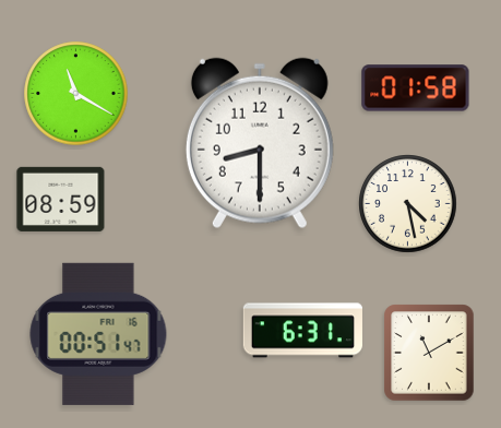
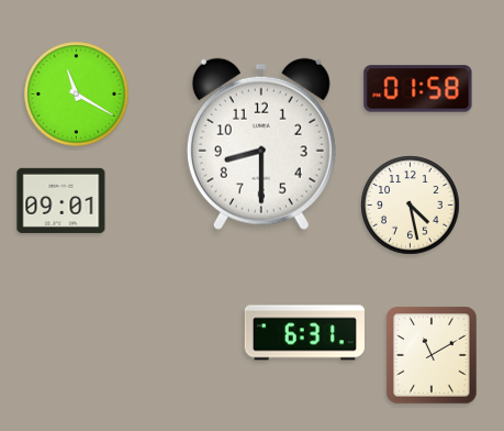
clock at (61, 199): 08:59 -> 09:01
clock at (98, 334): 00:51 -> none
